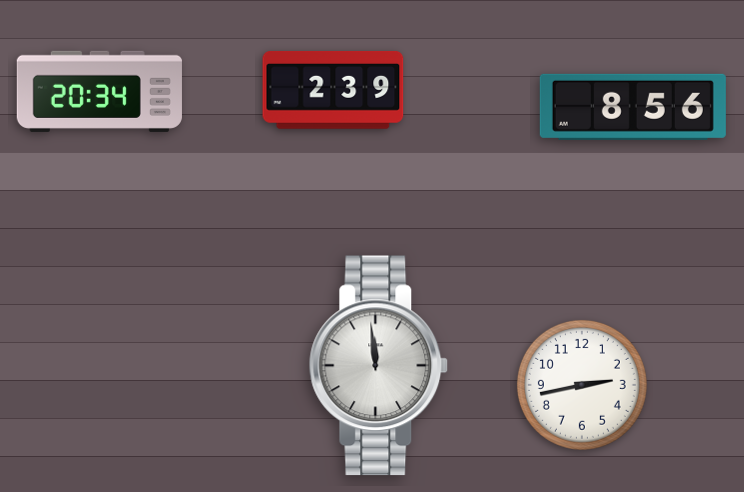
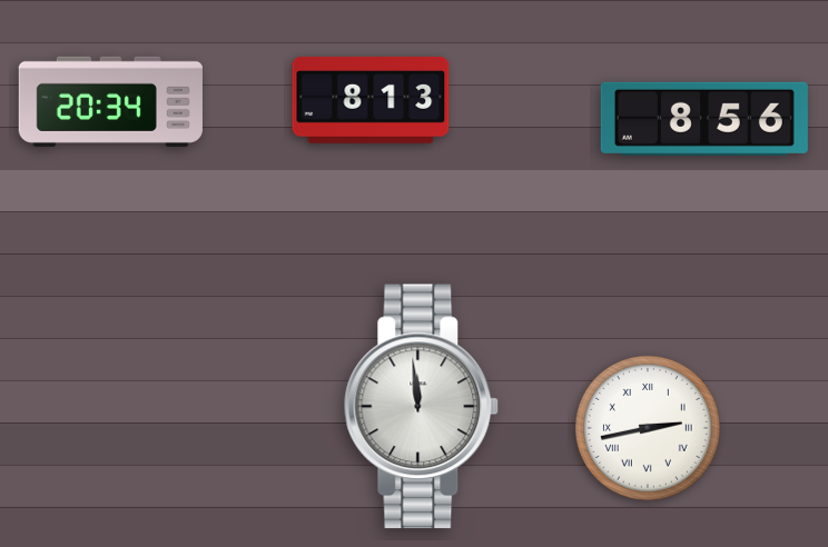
clock at (333, 90): 2:39 -> 8:13
clock at (582, 385) numerals: Arabic -> Roman
